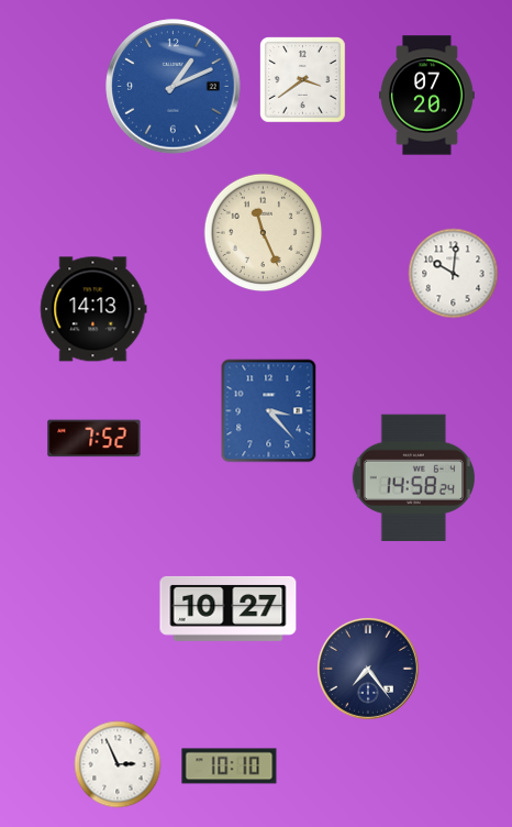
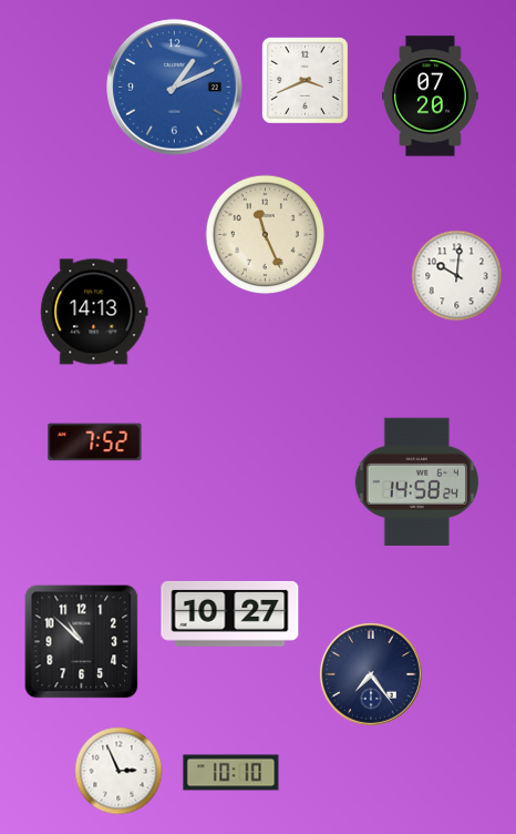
clock at (303, 80): 3:39 -> 3:41
clock at (269, 411): 3:23 -> none
clock at (82, 642): none -> 10:52
